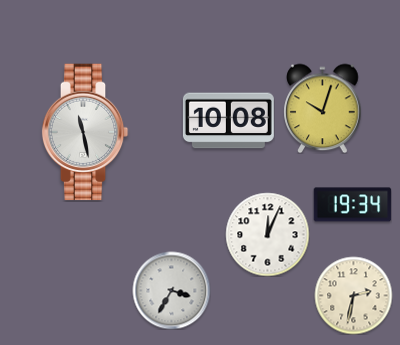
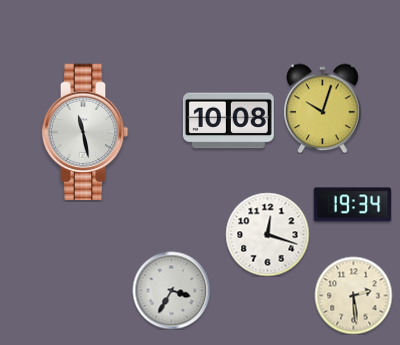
clock at (267, 234): 12:04 -> 12:18
clock at (353, 295): 2:32 -> 2:29
